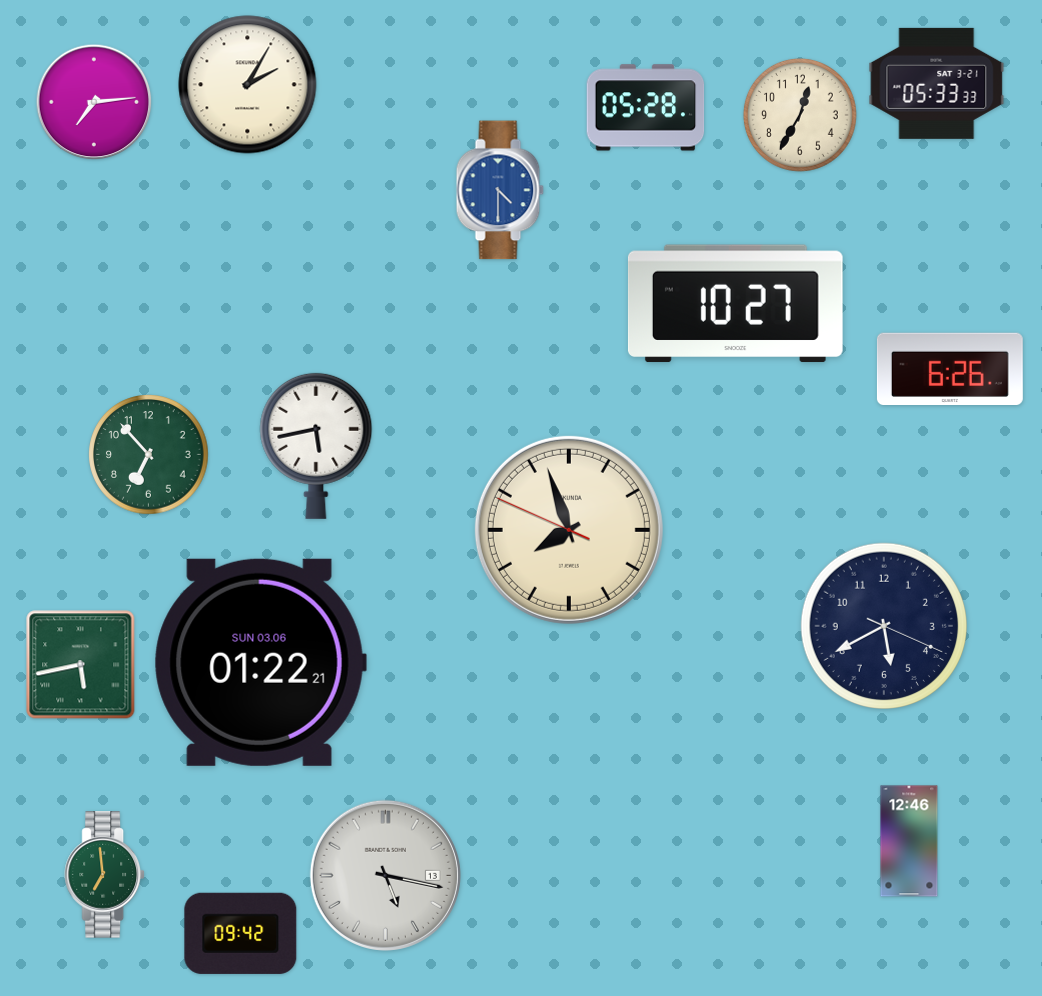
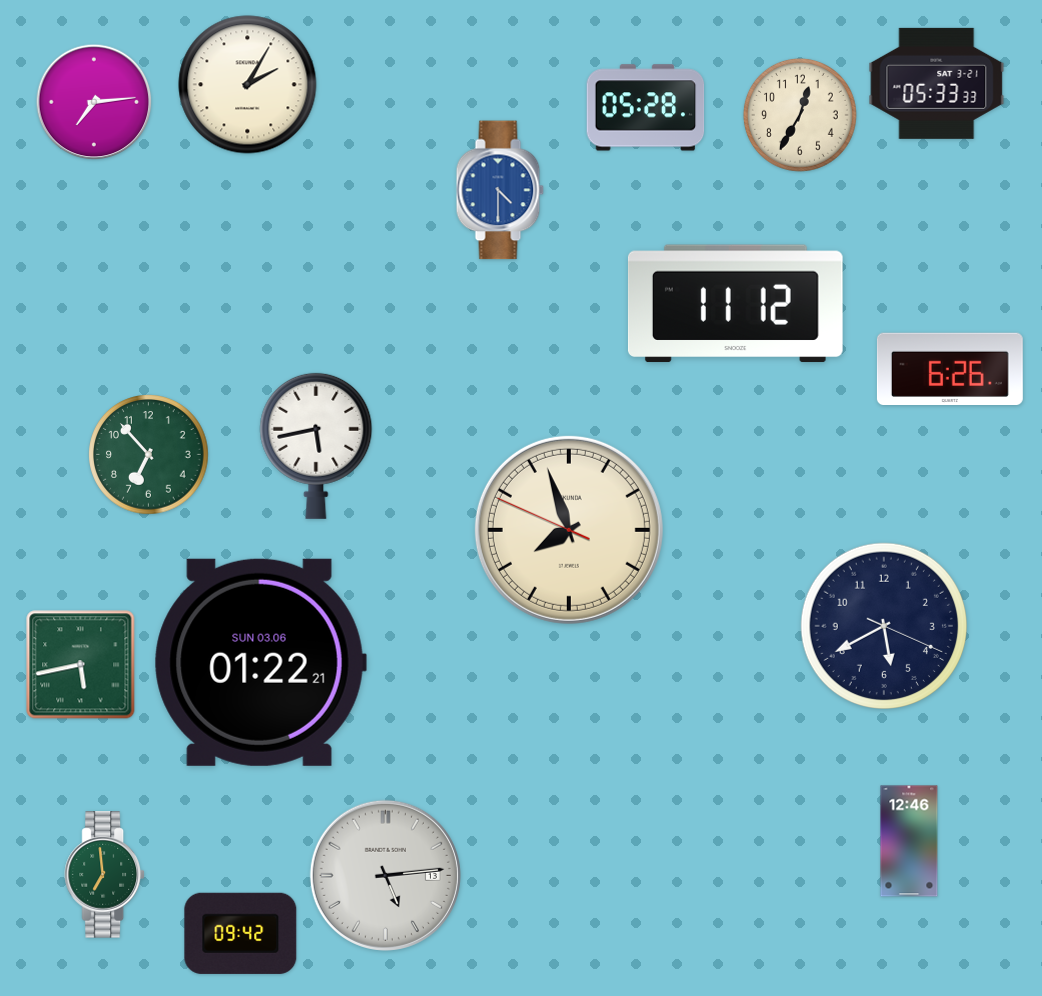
clock at (735, 304): 10:27 -> 11:12
clock at (385, 875): 5:17 -> 5:14
